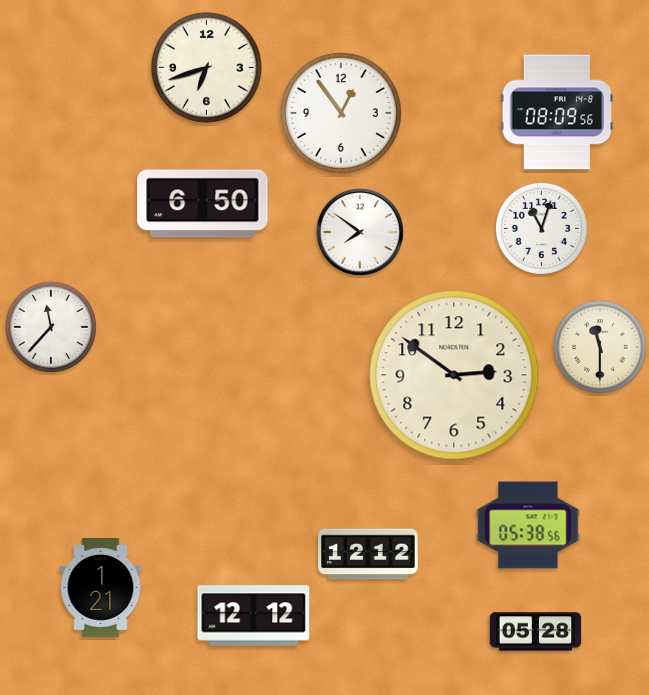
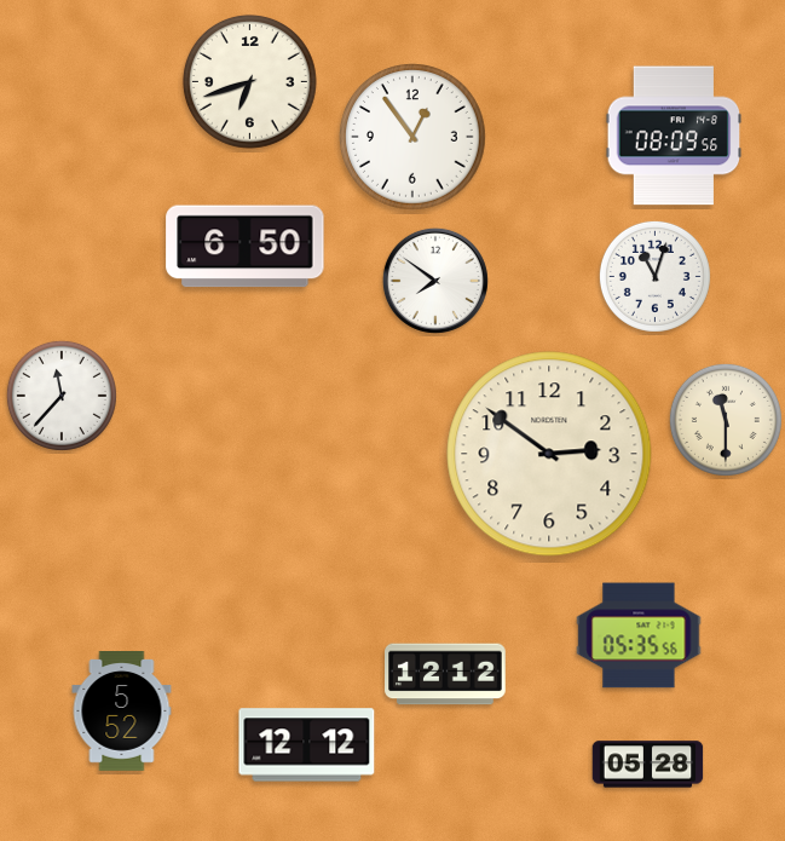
clock at (528, 525): 05:38 -> 05:35
clock at (368, 554) position: (368, 554) -> (445, 674)
clock at (101, 588): 1:21 -> 5:52
